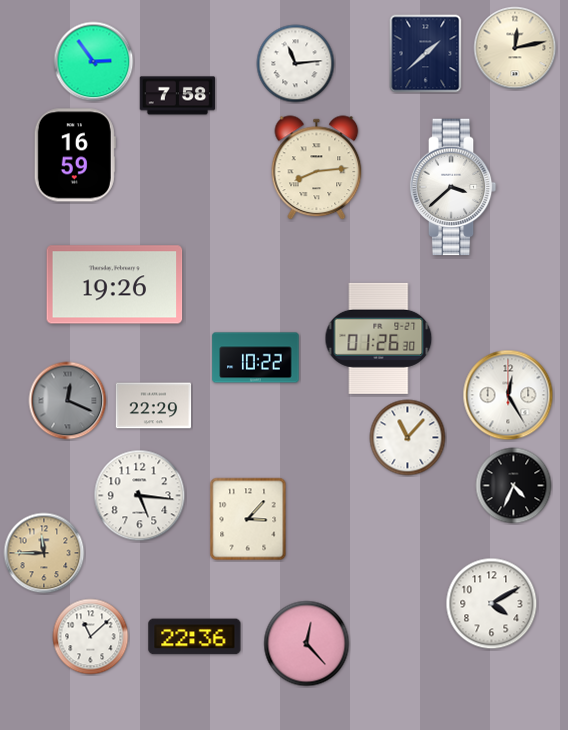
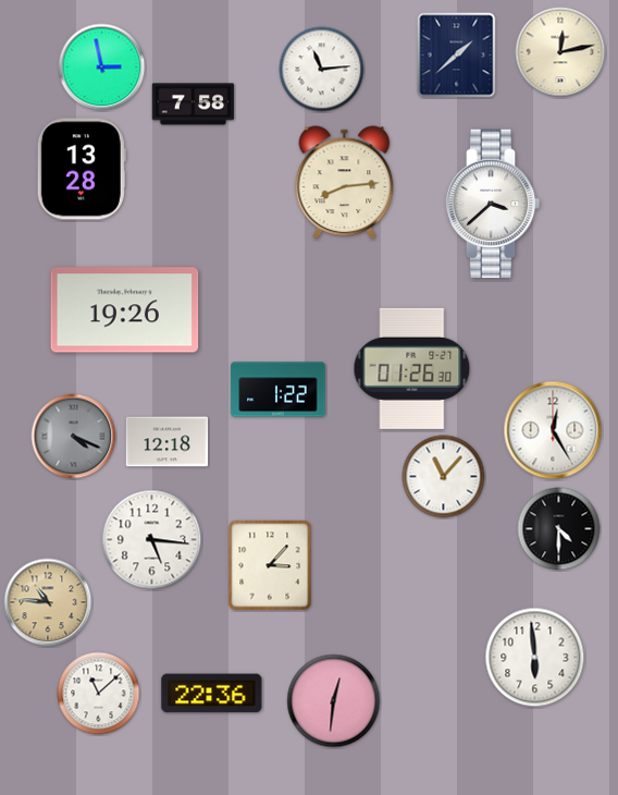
clock at (426, 54) position: (426, 54) -> (457, 56)
clock at (94, 62): 2:54 -> 2:58
clock at (75, 155): 16:59 -> 13:28
clock at (256, 358): 10:22 -> 1:22
clock at (68, 401): 12:19 -> 4:19
clock at (154, 406): 22:29 -> 12:18
clock at (514, 486): 4:34 -> 4:30
clock at (44, 553): 11:45 -> 10:46
clock at (492, 604): 4:10 -> 5:59
clock at (307, 644): 12:23 -> 12:31
